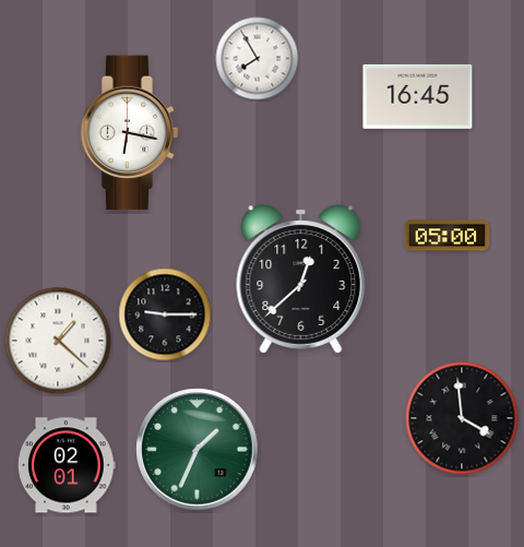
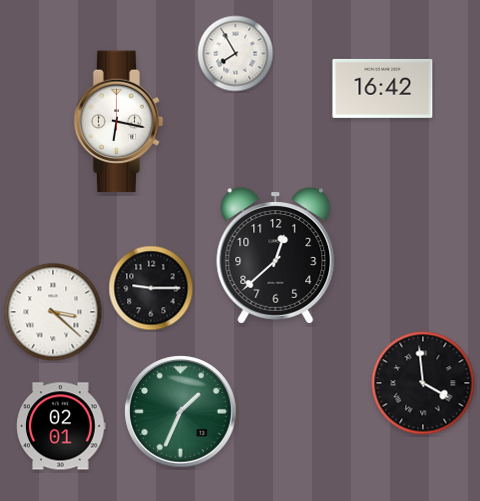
clock at (418, 96): 16:45 -> 16:42
clock at (448, 236): 05:00 -> none
clock at (58, 341): 1:22 -> 3:22
